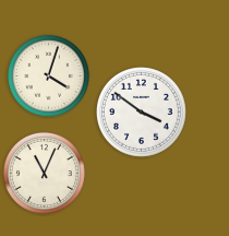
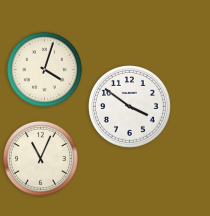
clock at (142, 113) position: (142, 113) -> (130, 107)
